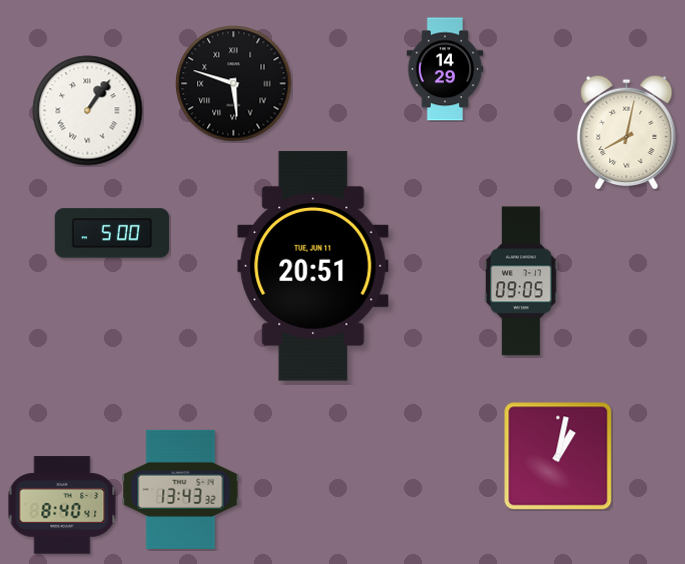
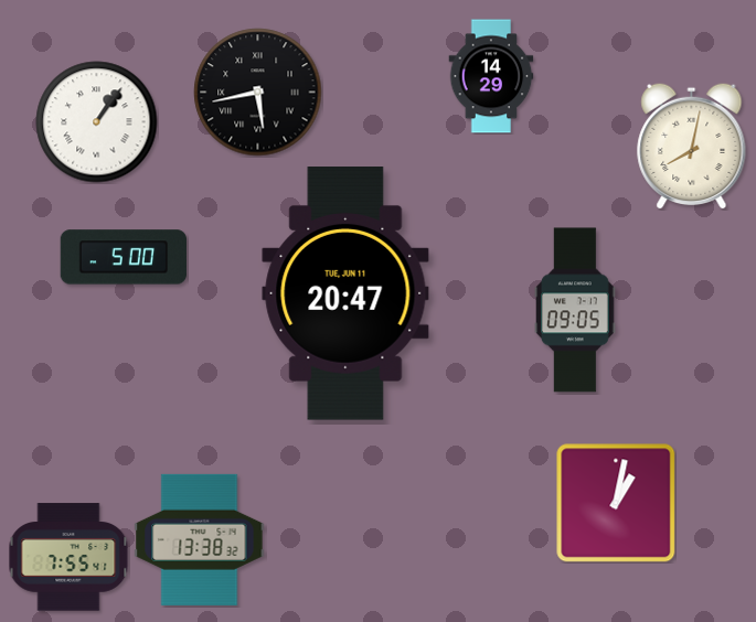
clock at (234, 84): 5:48 -> 5:43
clock at (313, 266): 20:51 -> 20:47
clock at (181, 489): 13:43 -> 13:38
clock at (62, 505): 8:40 -> 7:55
